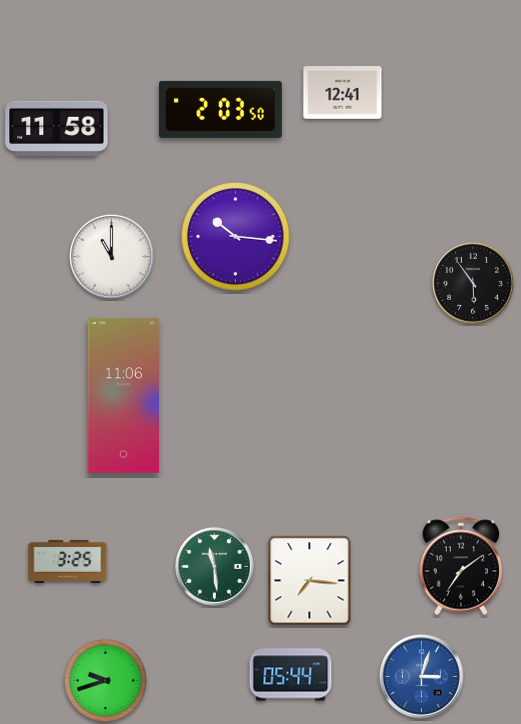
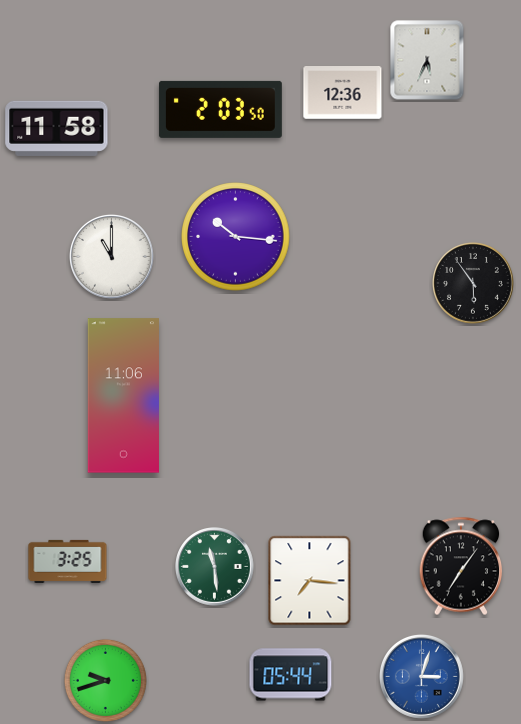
clock at (427, 60): none -> 5:34
clock at (343, 93): 12:41 -> 12:36
clock at (461, 566): 7:09 -> 7:06
